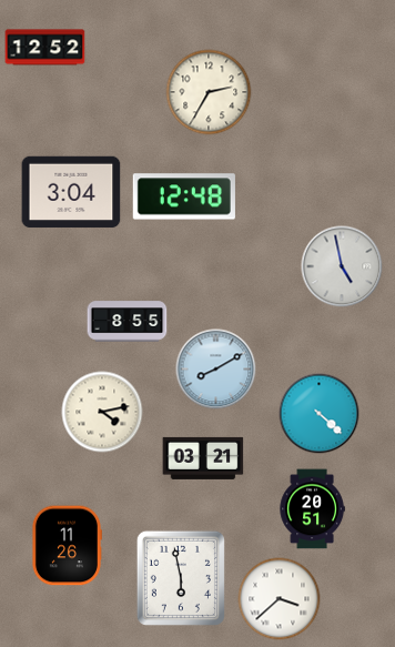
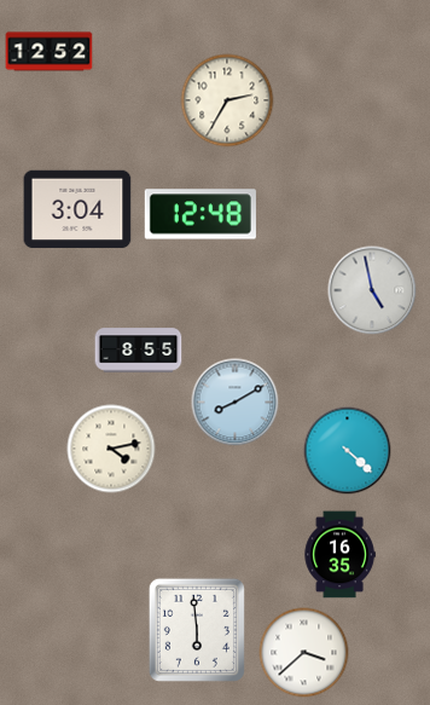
clock at (203, 458): 03:21 -> none
clock at (312, 509): 20:51 -> 16:35
clock at (67, 546): 11:26 -> none
clock at (181, 578): 5:58 -> 5:59
